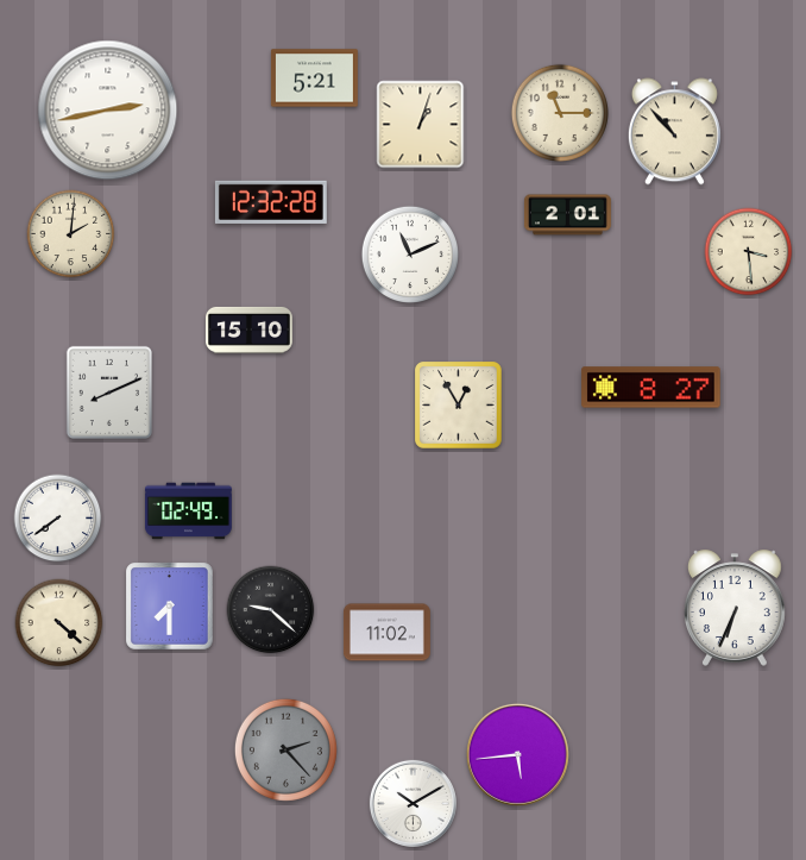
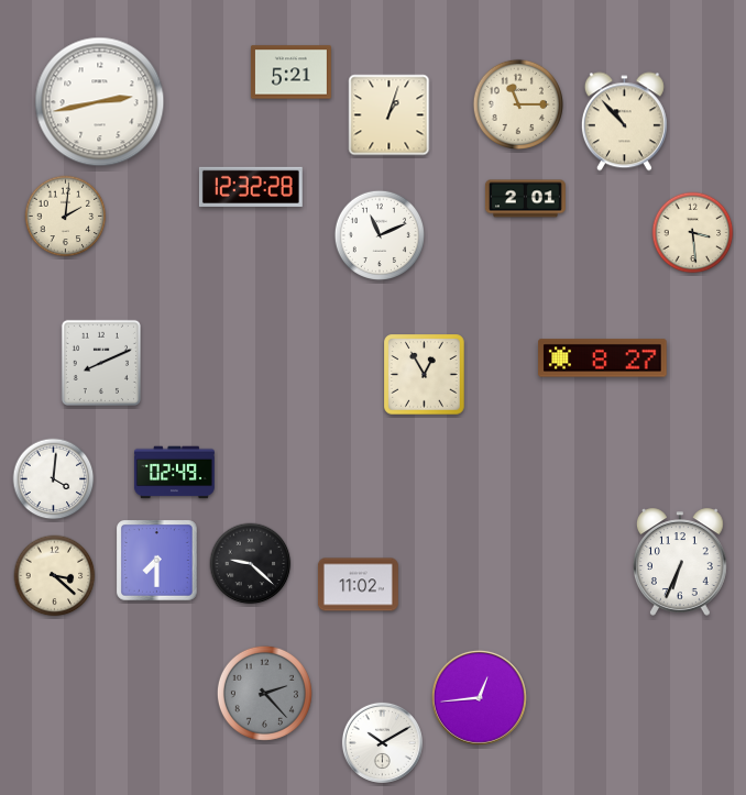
clock at (248, 329): 15:10 -> none
clock at (58, 519): 7:39 -> 4:01
clock at (59, 623): 4:22 -> 3:22
clock at (517, 754): 5:44 -> 12:44
